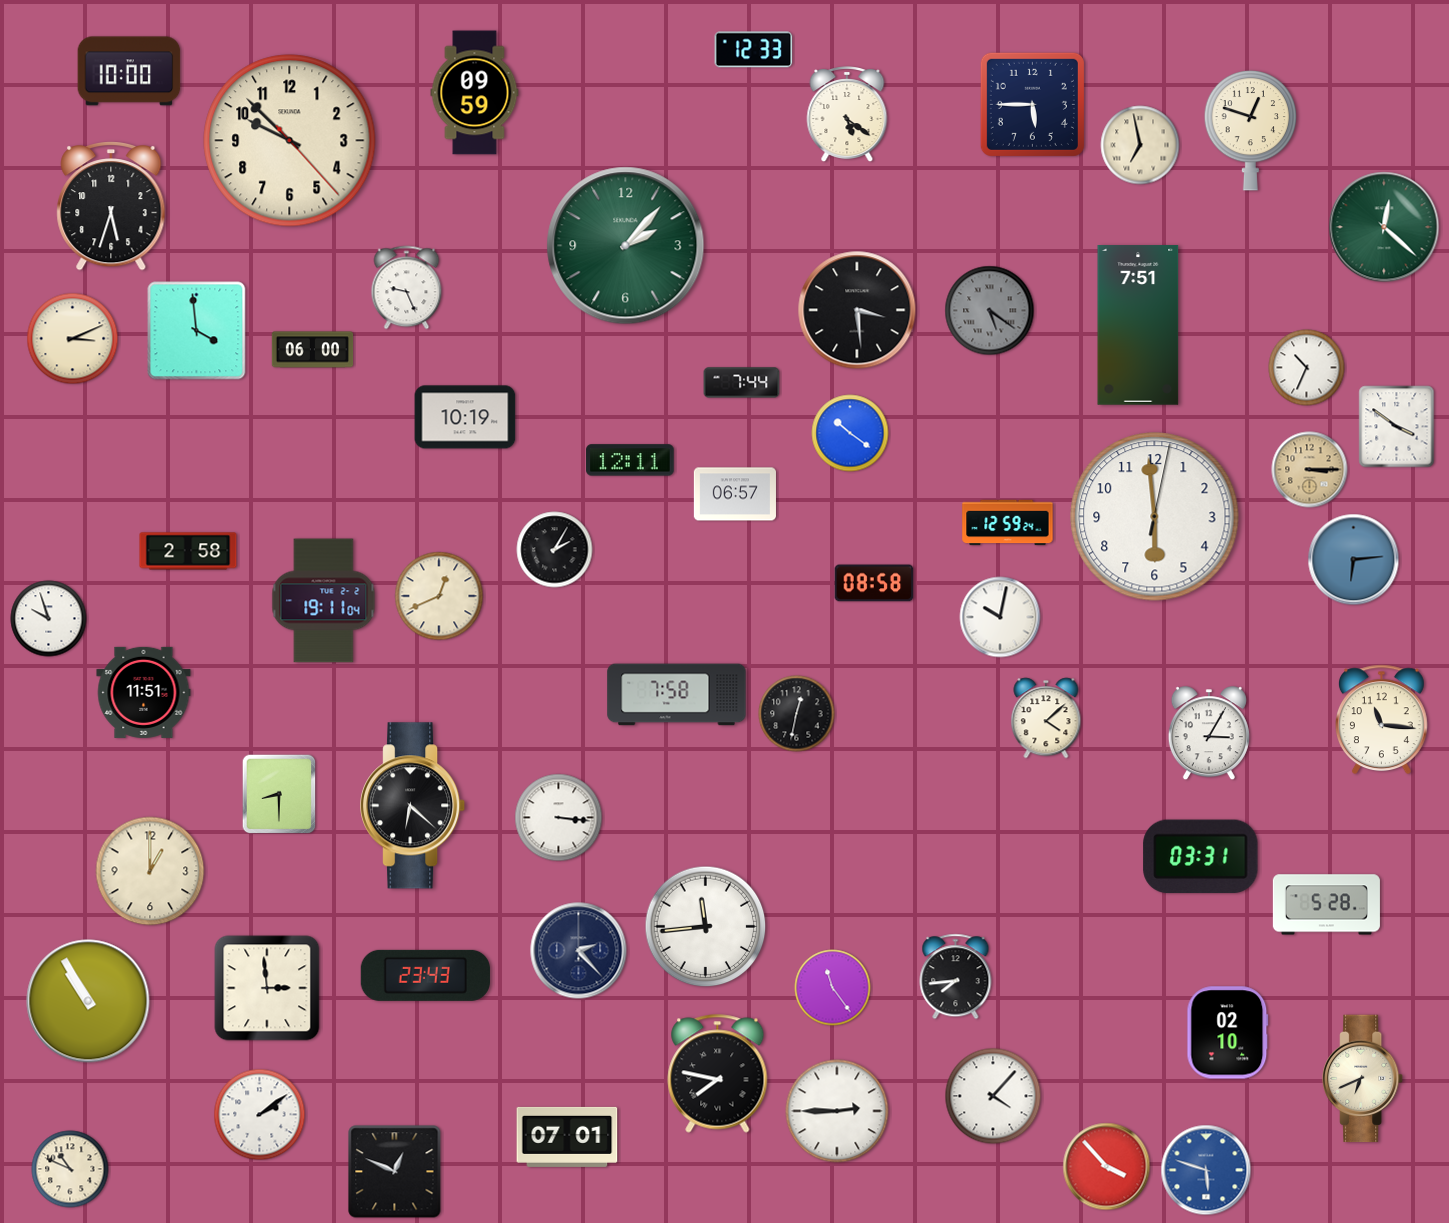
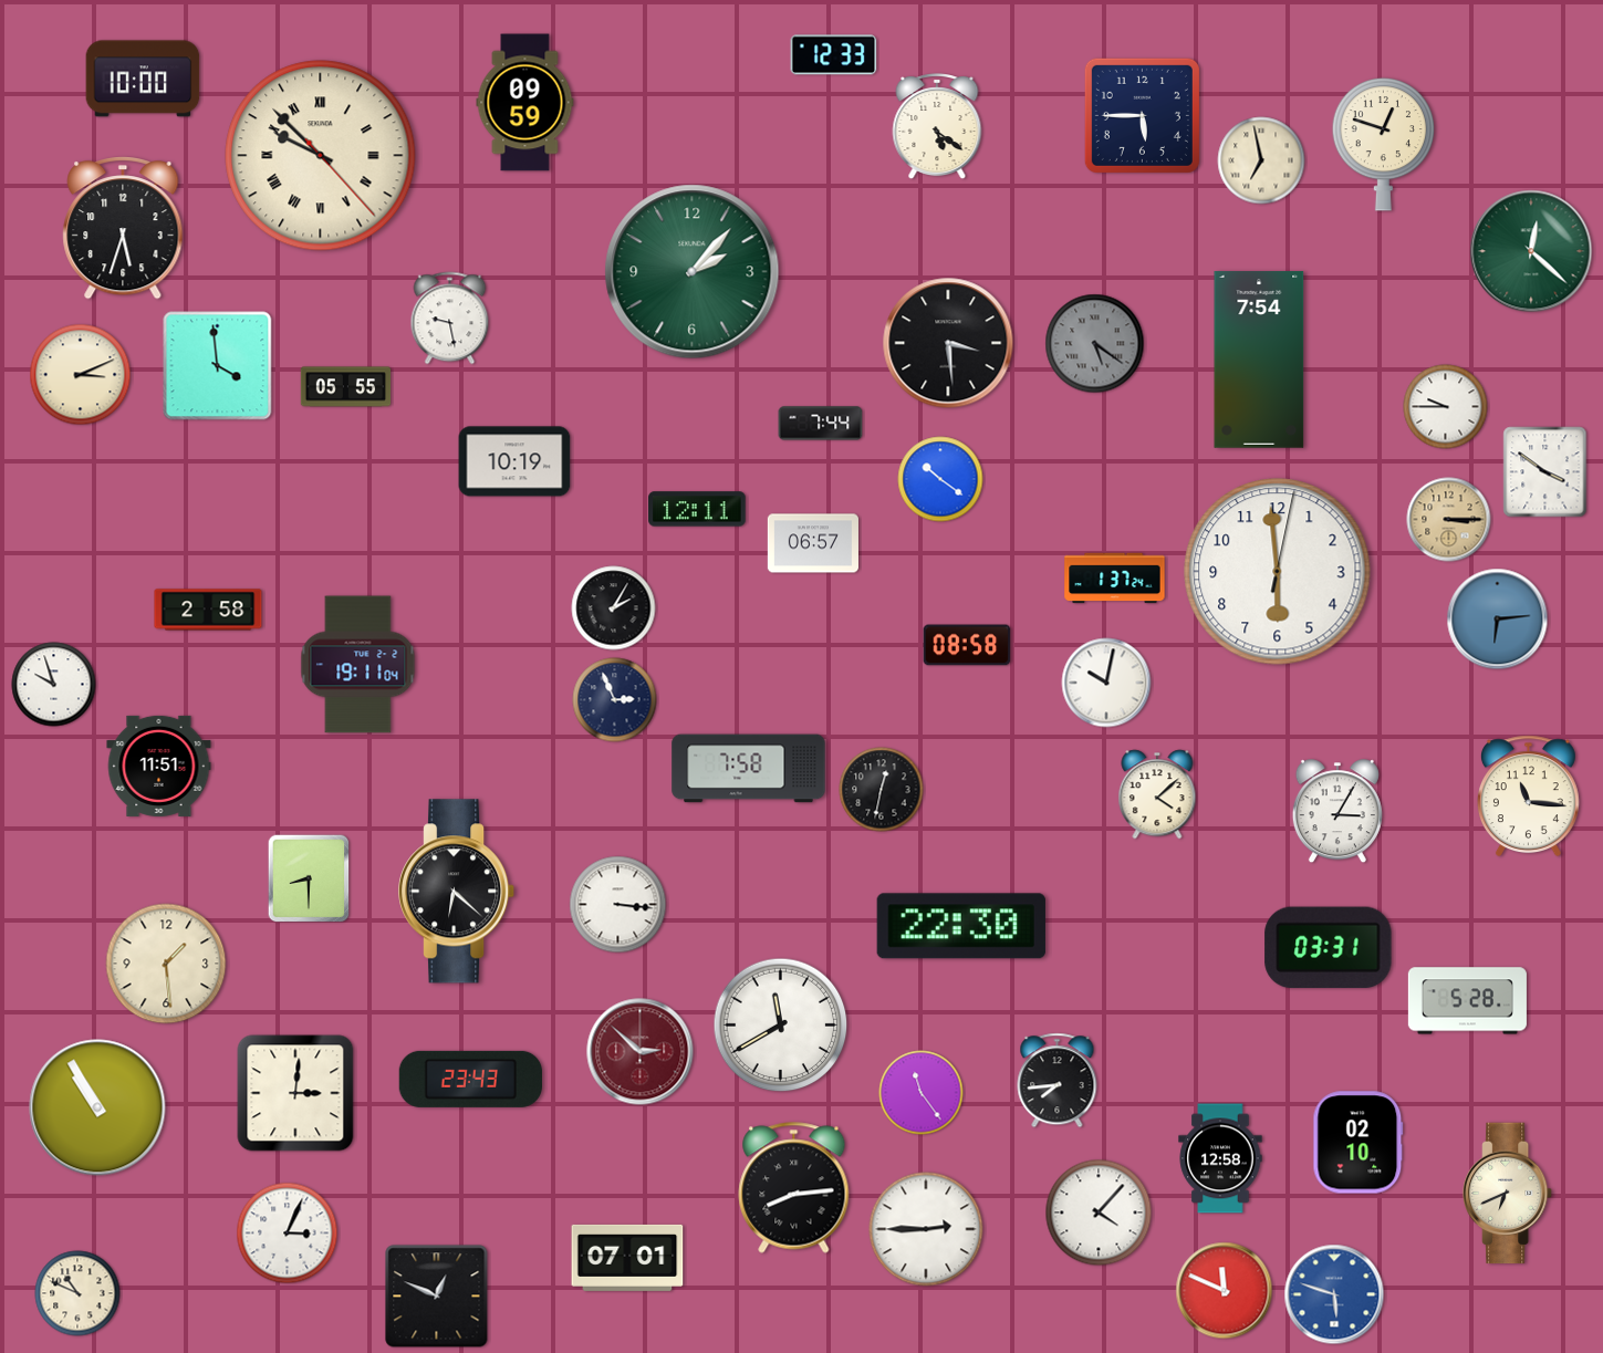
clock at (290, 141) numerals: Arabic -> Roman
clock at (407, 288): 9:26 -> 9:28
clock at (1138, 325): 7:51 -> 7:54
clock at (313, 350): 06:00 -> 05:55
clock at (1307, 368): 10:34 -> 9:45
clock at (735, 494) position: (735, 494) -> (813, 543)
clock at (1008, 523): 12:59 -> 1:37
clock at (439, 596): 12:41 -> none
clock at (615, 700): none -> 2:56
clock at (961, 926): none -> 22:30
clock at (150, 871): 1:00 -> 1:29
clock at (706, 927): 11:44 -> 11:40
clock at (579, 951): 2:23 -> 2:52
clock at (579, 951) dial: navy -> burgundy
clock at (267, 988): 2:59 -> 3:01
clock at (1220, 1158): none -> 12:58
clock at (718, 1074): 7:47 -> 8:14
clock at (260, 1115): 2:09 -> 3:04
clock at (1107, 1167): 3:53 -> 11:49
